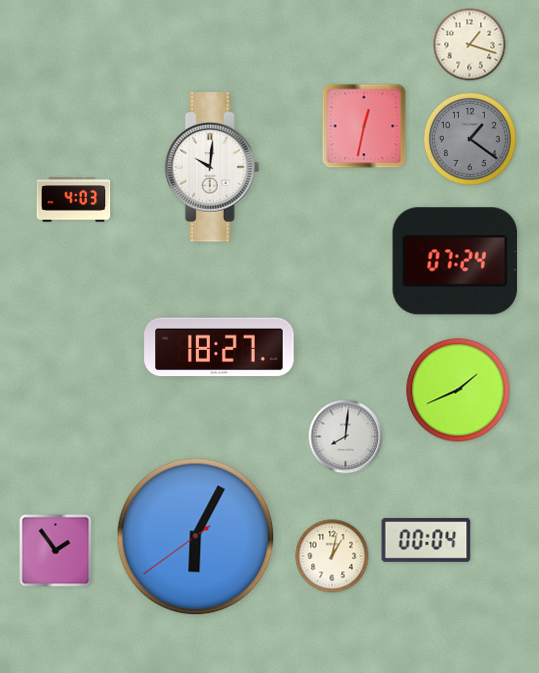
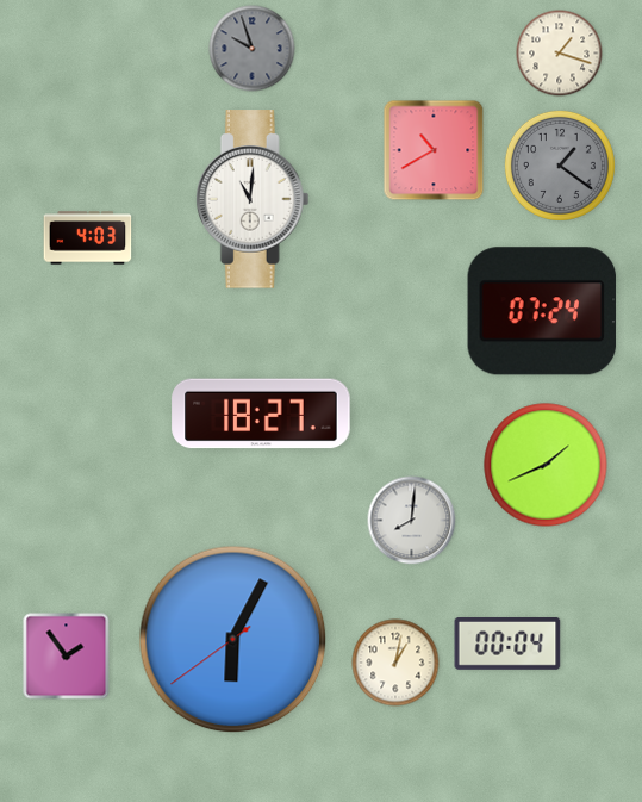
clock at (253, 49): none -> 9:57
clock at (364, 126): 12:32 -> 10:40
clock at (212, 167): 10:01 -> 11:01
